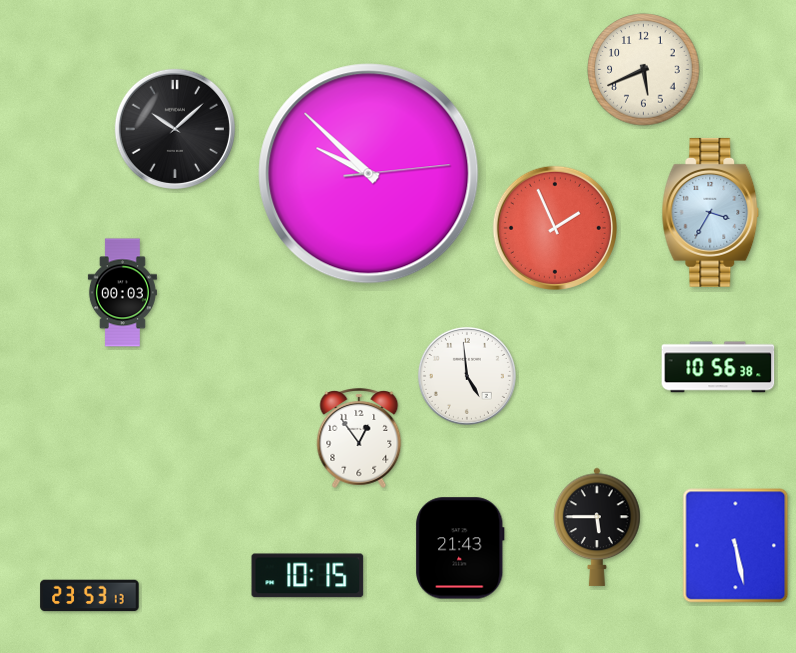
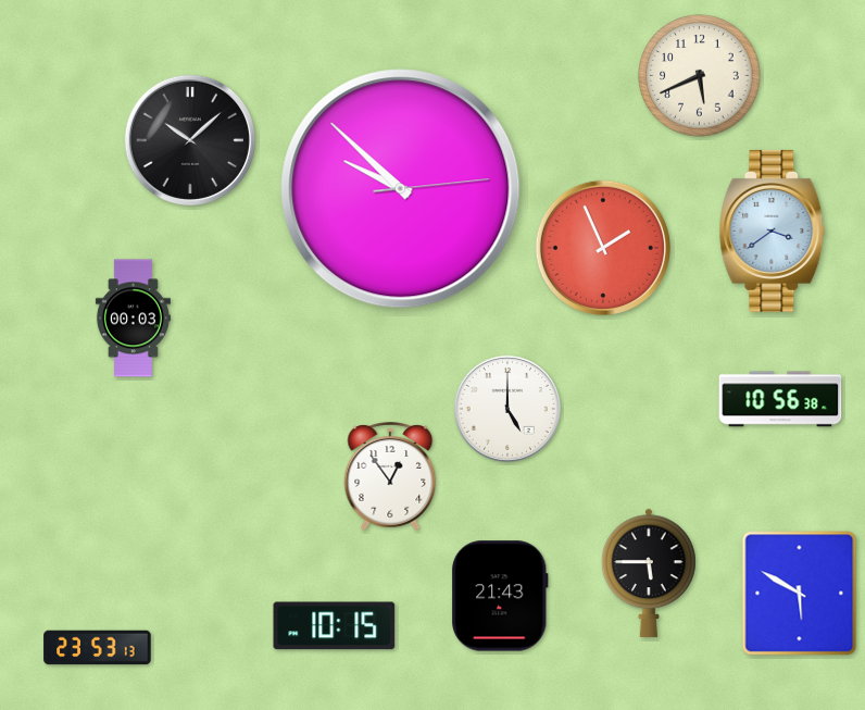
clock at (711, 212): 3:35 -> 3:39
clock at (467, 376): 4:59 -> 5:00
clock at (736, 546): 5:28 -> 5:50
